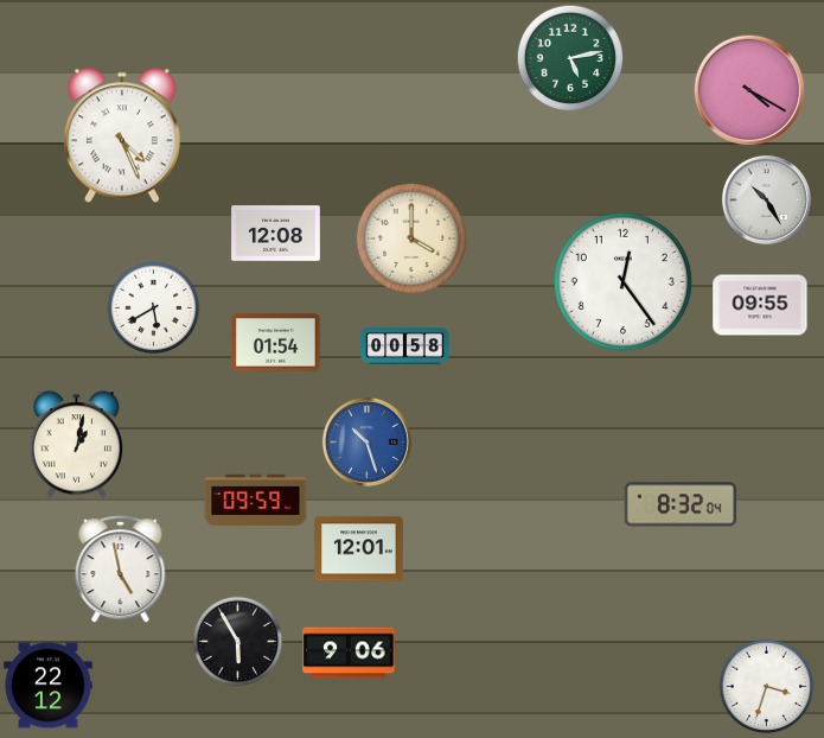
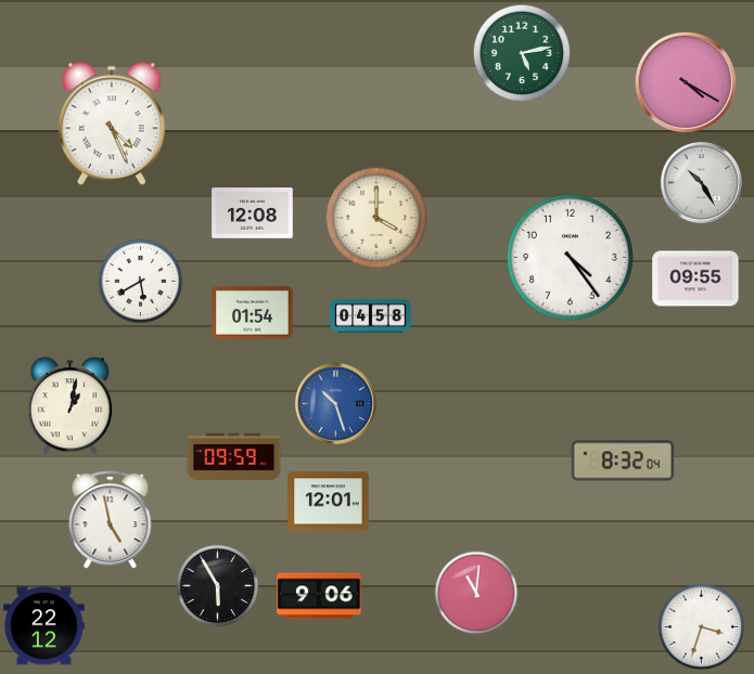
clock at (622, 281): 12:24 -> 4:24
clock at (405, 346): 00:58 -> 04:58
clock at (476, 593): none -> 11:01
